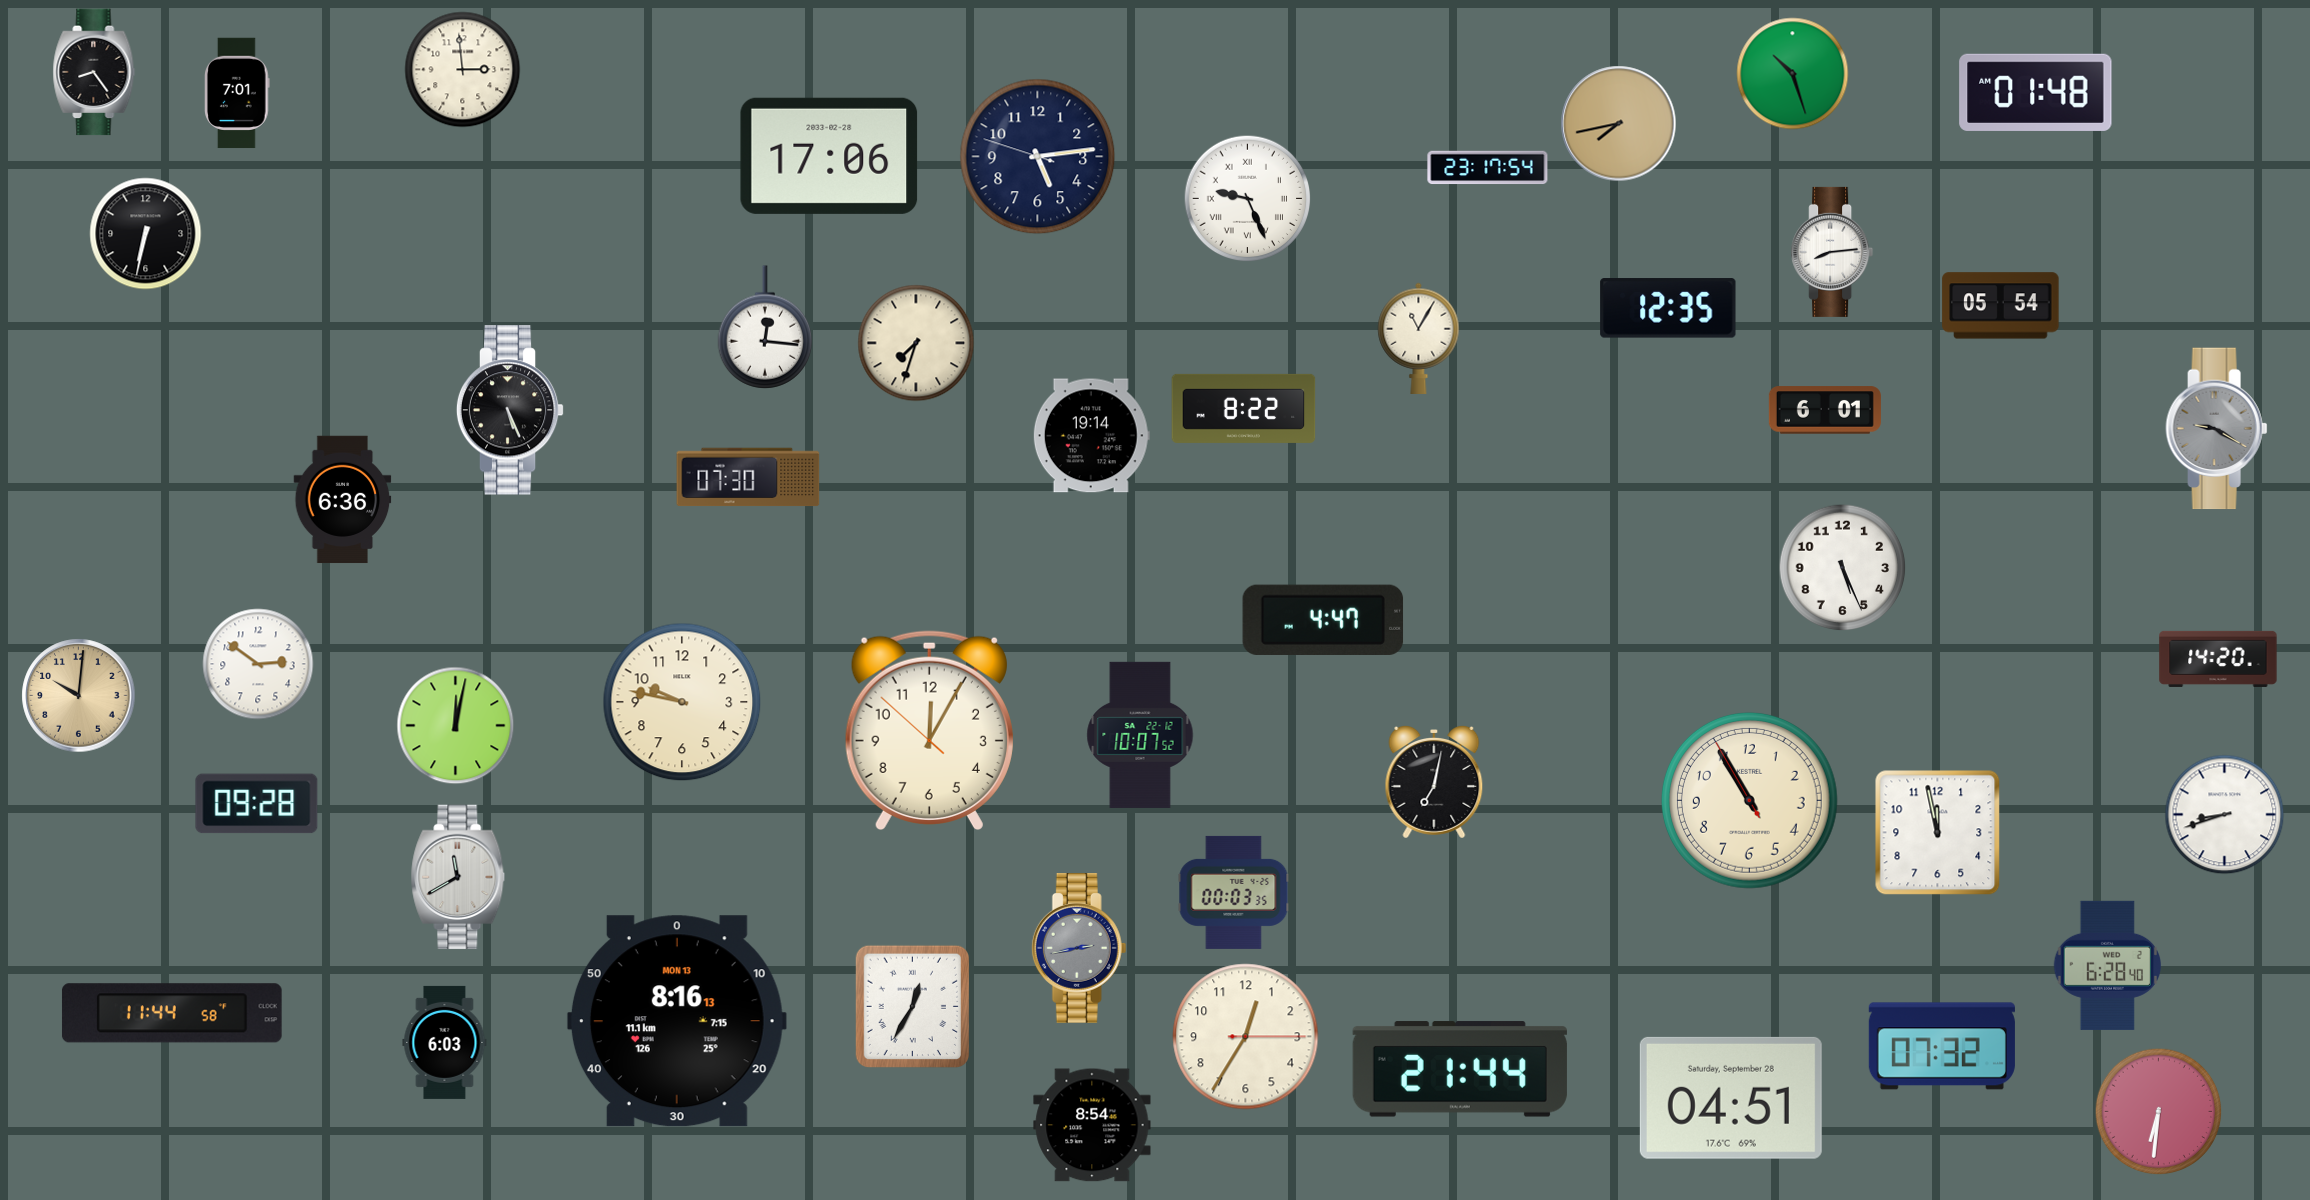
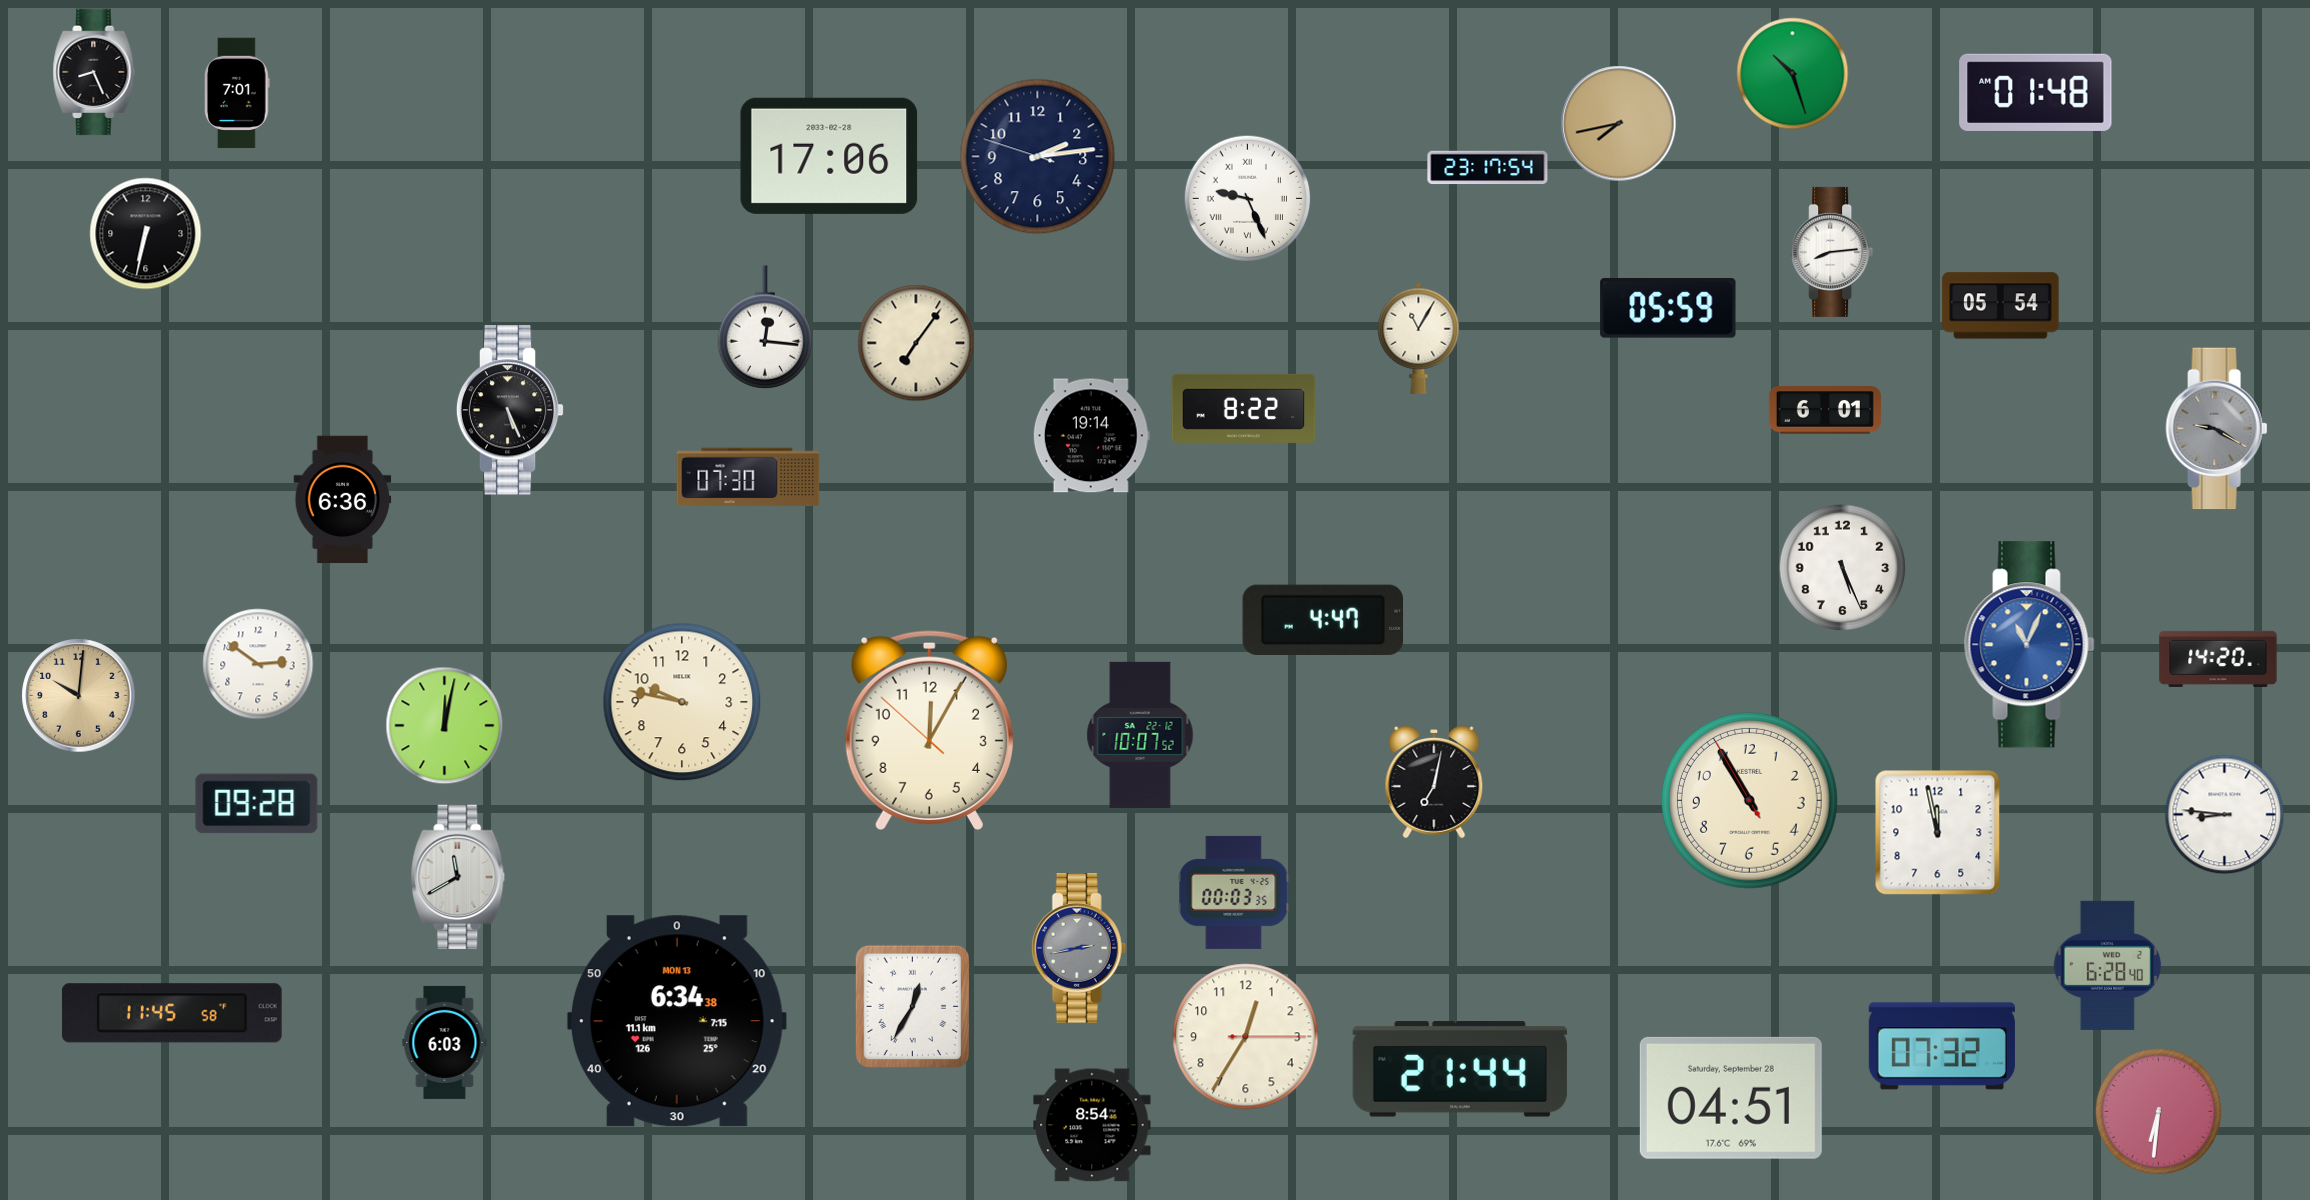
clock at (463, 70): 2:59 -> none
clock at (94, 72): 8:24 -> 8:26
clock at (1038, 157): 5:13 -> 2:13
clock at (1668, 308): 12:35 -> 05:59
clock at (916, 343): 7:33 -> 7:06
clock at (2030, 645): none -> 11:04
clock at (456, 726) position: (456, 726) -> (445, 726)
clock at (2225, 815): 8:42 -> 8:46
clock at (172, 1013): 11:44 -> 11:45
clock at (677, 1021): 8:16 -> 6:34
